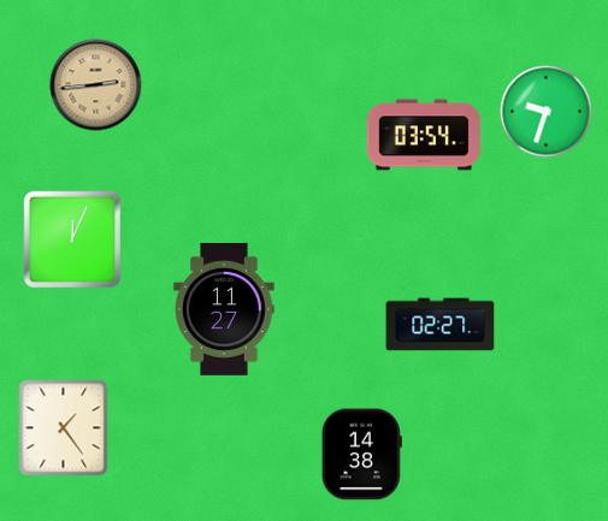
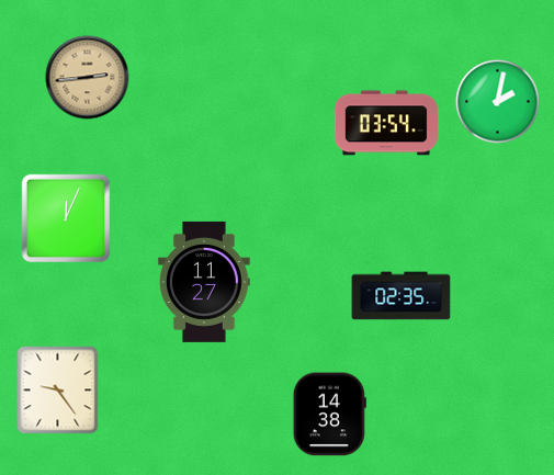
clock at (547, 112): 9:33 -> 2:02
clock at (441, 325): 02:27 -> 02:35
clock at (64, 428): 1:24 -> 9:24
